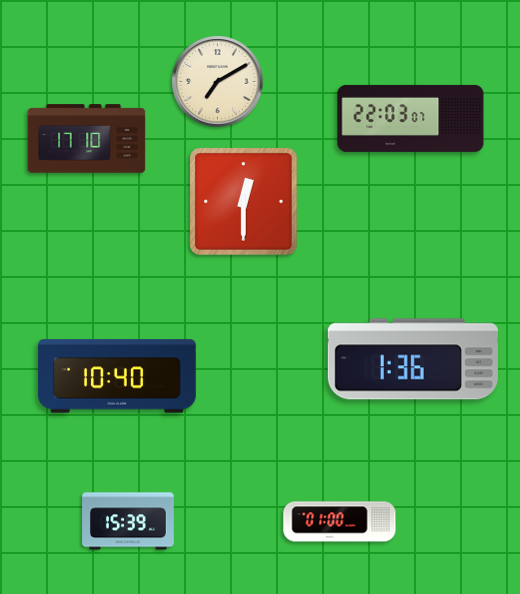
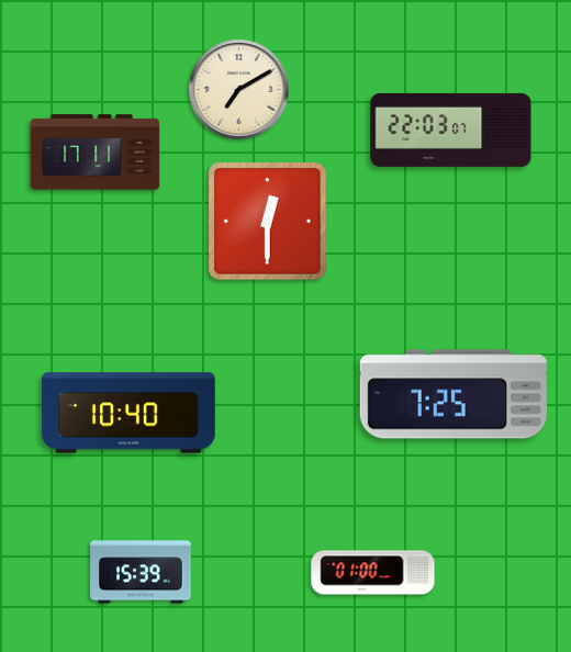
clock at (87, 139): 17:10 -> 17:11
clock at (413, 359): 1:36 -> 7:25
